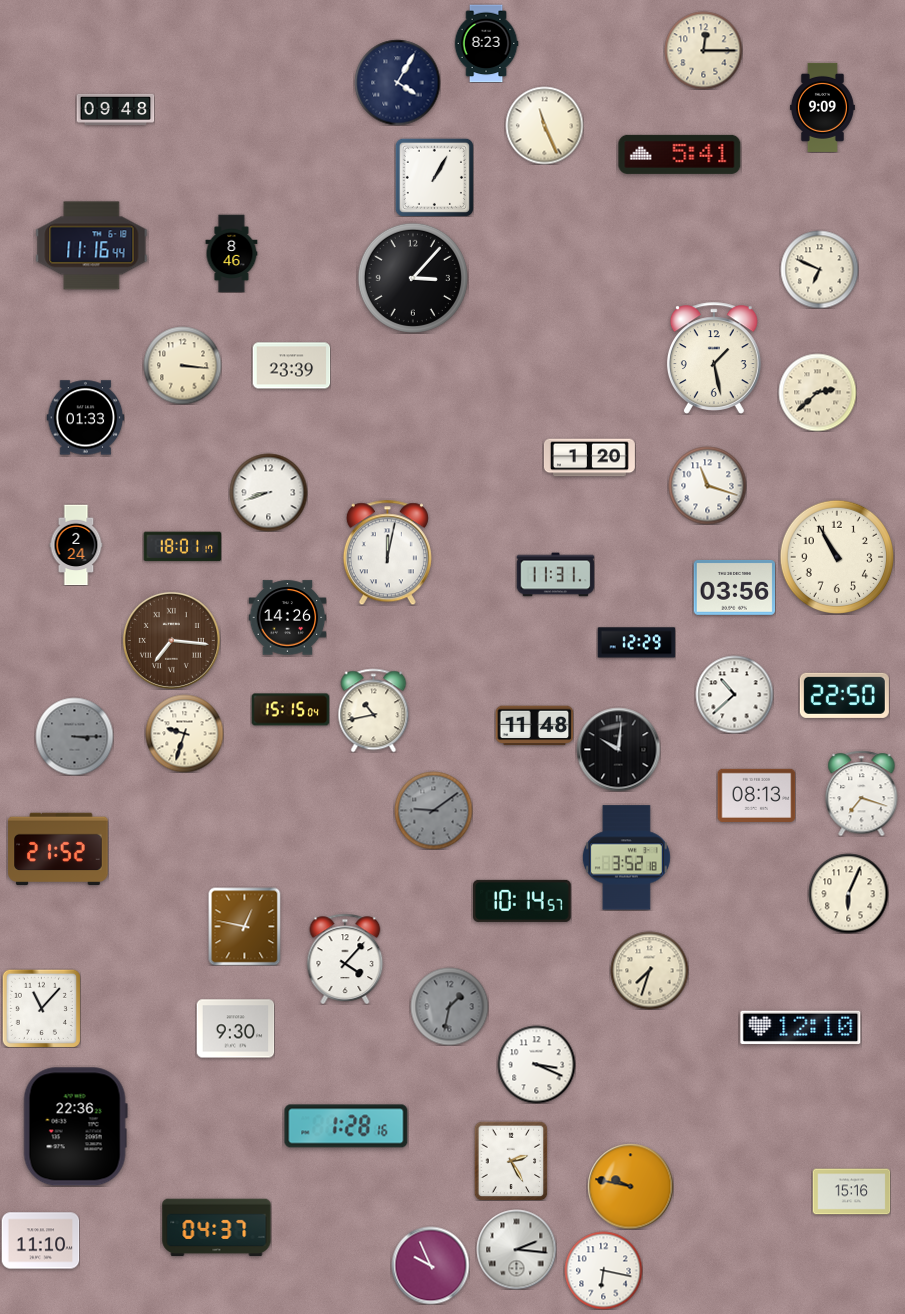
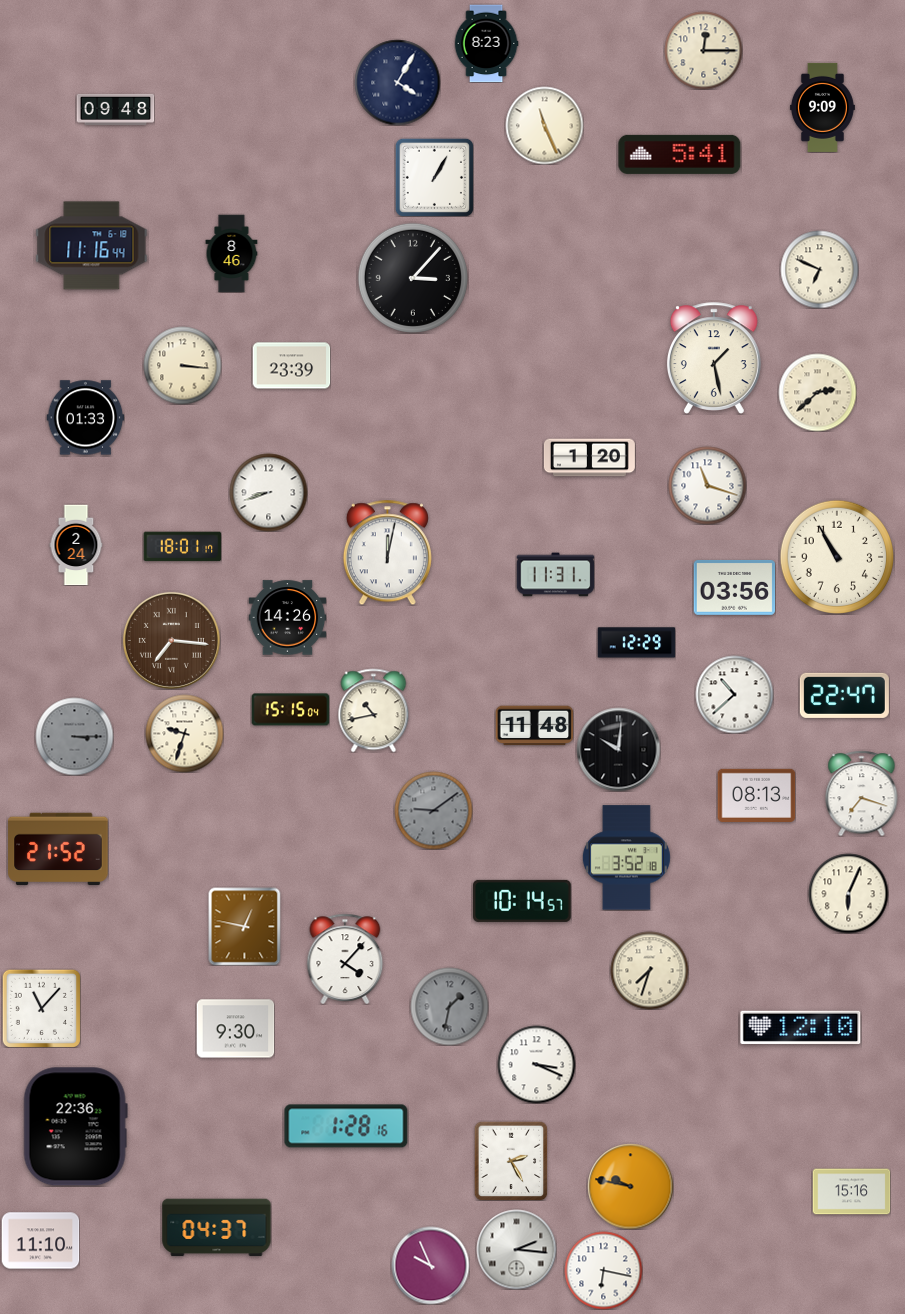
clock at (844, 695): 22:50 -> 22:47
